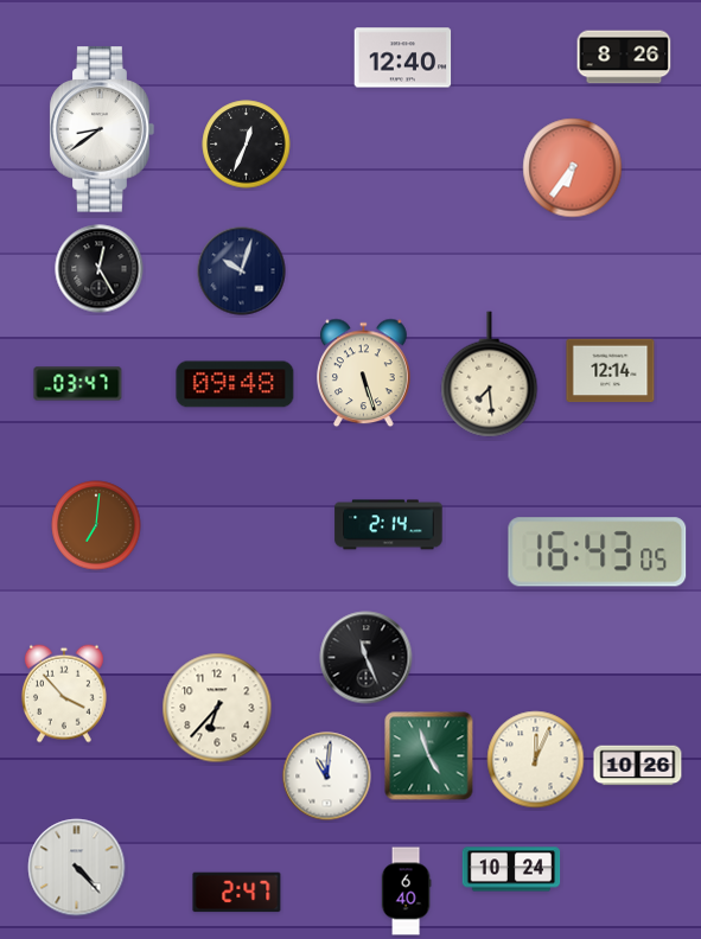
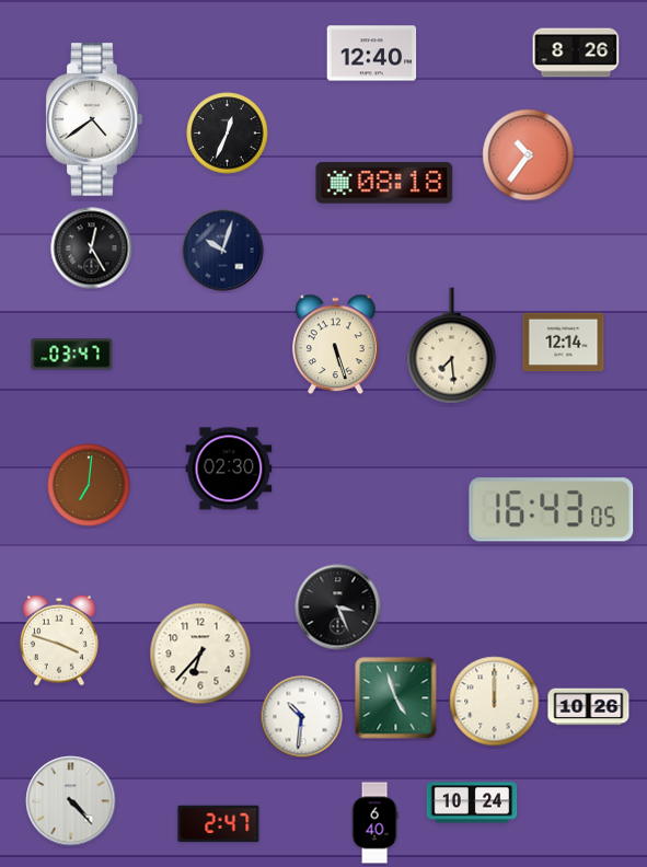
clock at (102, 129): 8:39 -> 4:39
clock at (573, 168): 6:36 -> 10:36
clock at (384, 183): none -> 08:18
clock at (235, 384): 09:48 -> none
clock at (229, 469): none -> 02:30
clock at (389, 525): 2:14 -> none
clock at (367, 658): 11:26 -> 3:26
clock at (65, 694): 3:53 -> 3:48
clock at (536, 760): 12:04 -> 12:00
clock at (327, 777): 11:01 -> 10:31
